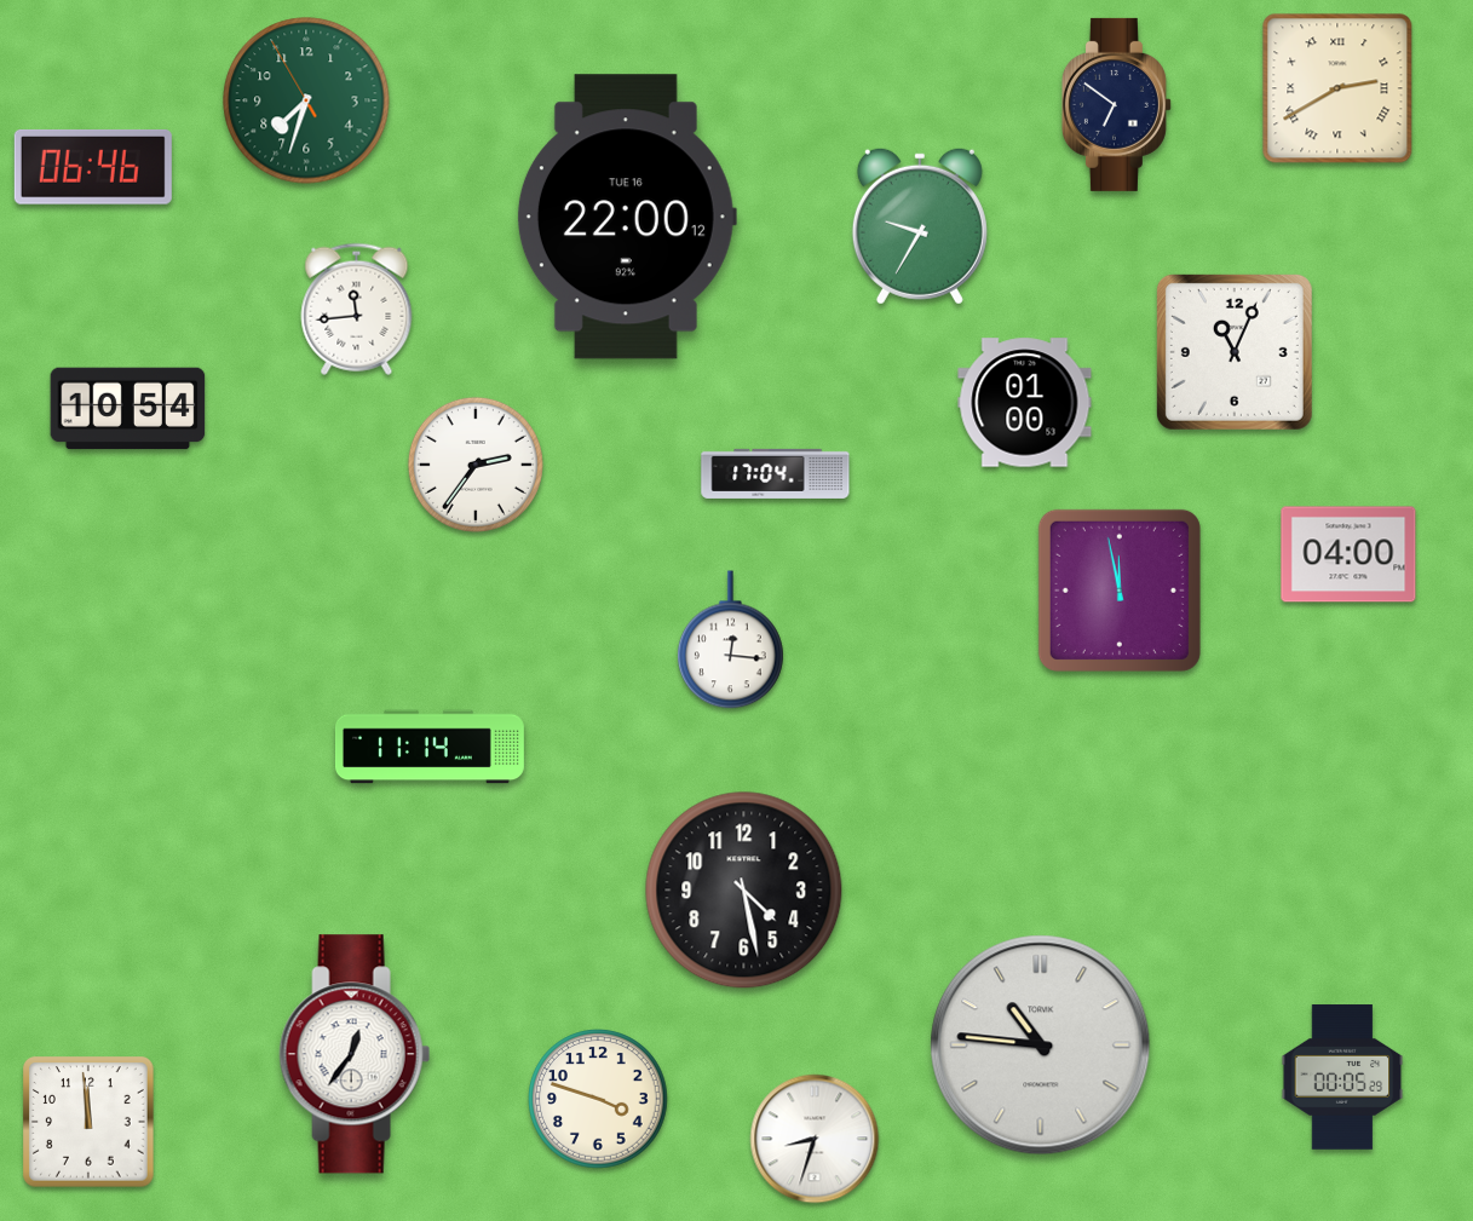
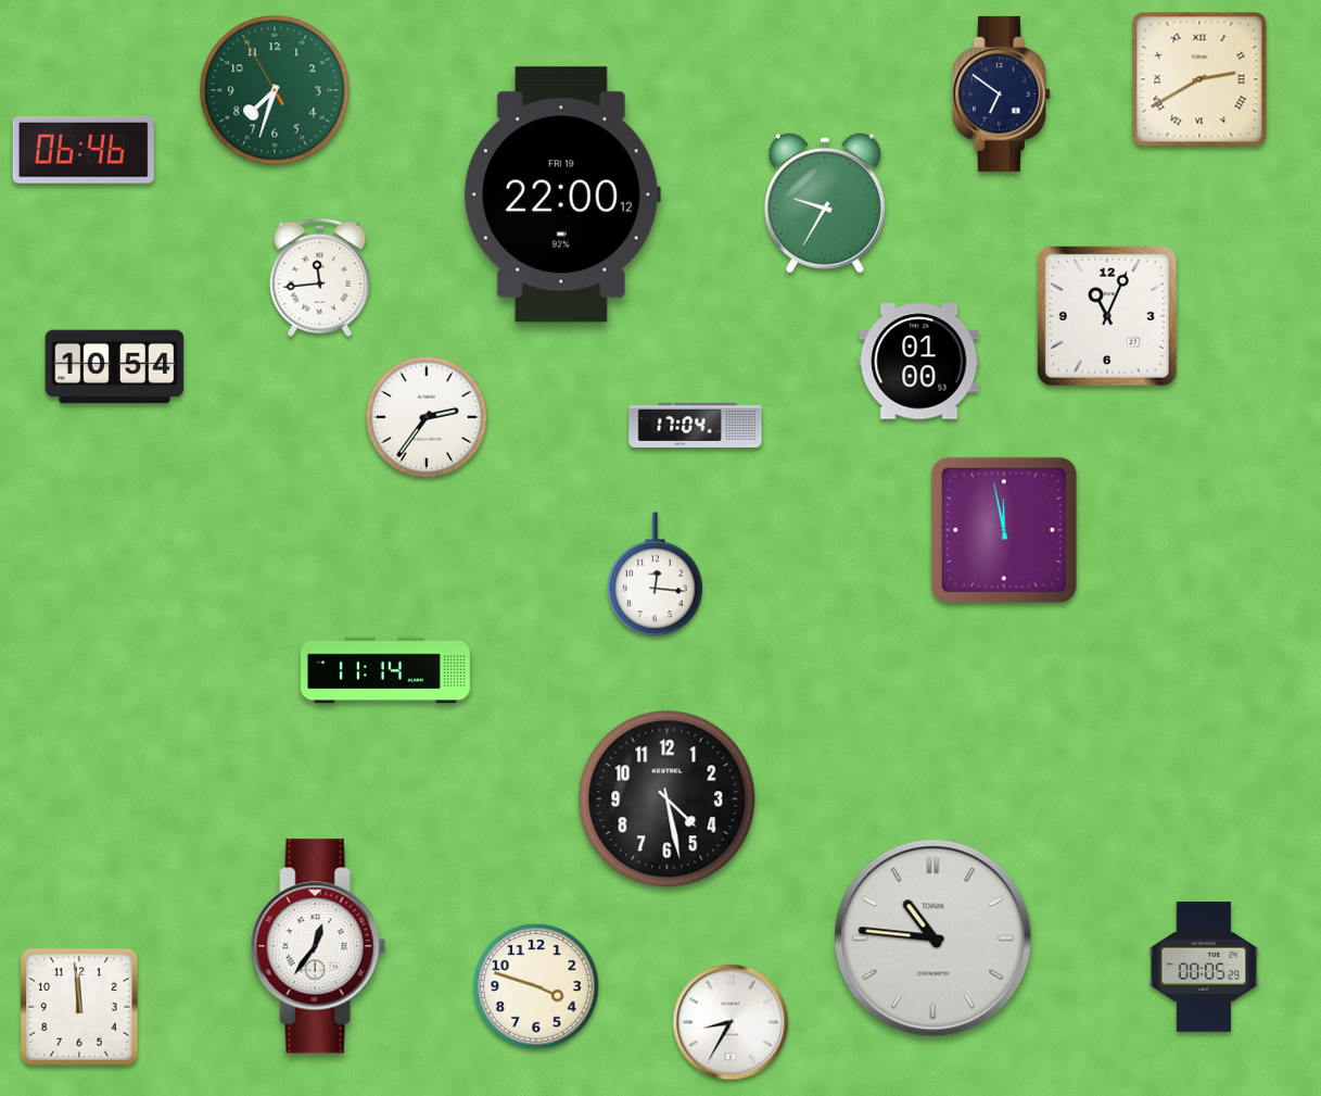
clock at (627, 217) date: TUE 16 -> FRI 19
clock at (1348, 554): 04:00 -> none
clock at (815, 1139): 8:33 -> 8:35
